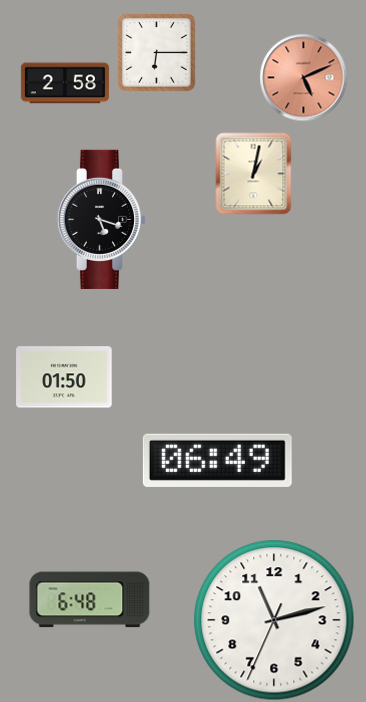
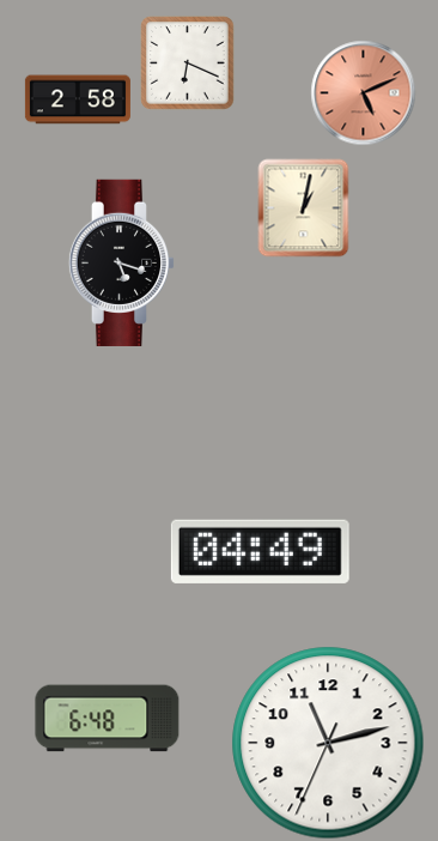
clock at (156, 52): 6:15 -> 6:19
clock at (64, 377): 01:50 -> none
clock at (217, 460): 06:49 -> 04:49
